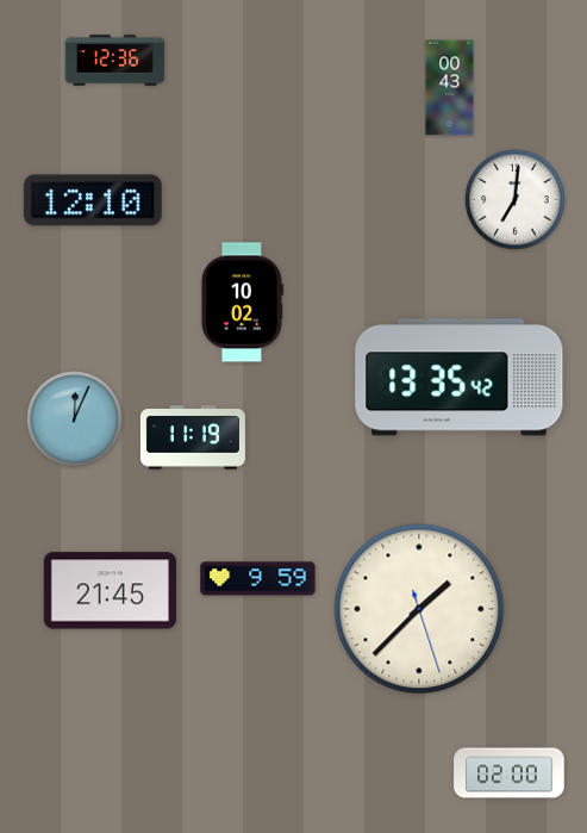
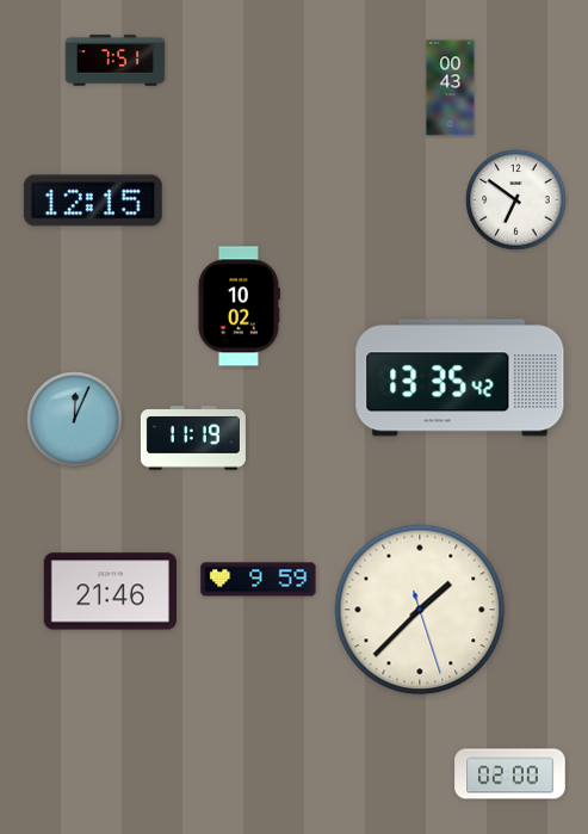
clock at (115, 61): 12:36 -> 7:51
clock at (93, 200): 12:10 -> 12:15
clock at (516, 200): 7:01 -> 6:51
clock at (242, 303) position: (242, 303) -> (239, 307)
clock at (110, 591): 21:45 -> 21:46
